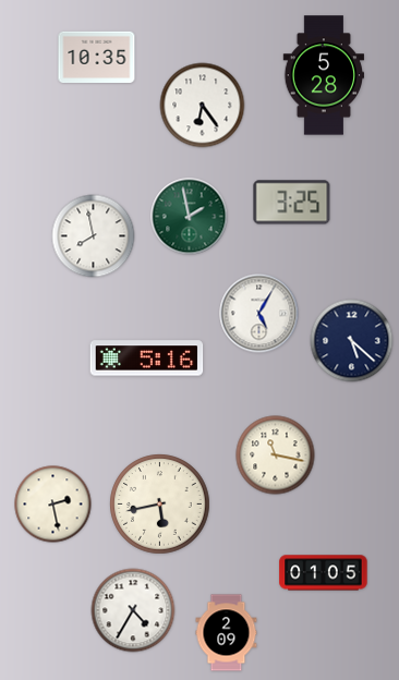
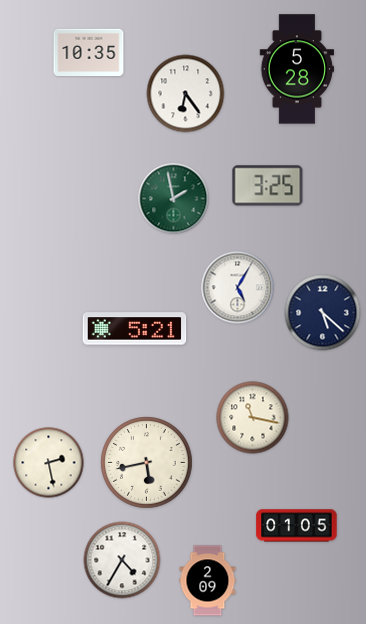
clock at (203, 106) position: (203, 106) -> (186, 94)
clock at (94, 236): 7:58 -> none
clock at (147, 359): 5:16 -> 5:21
